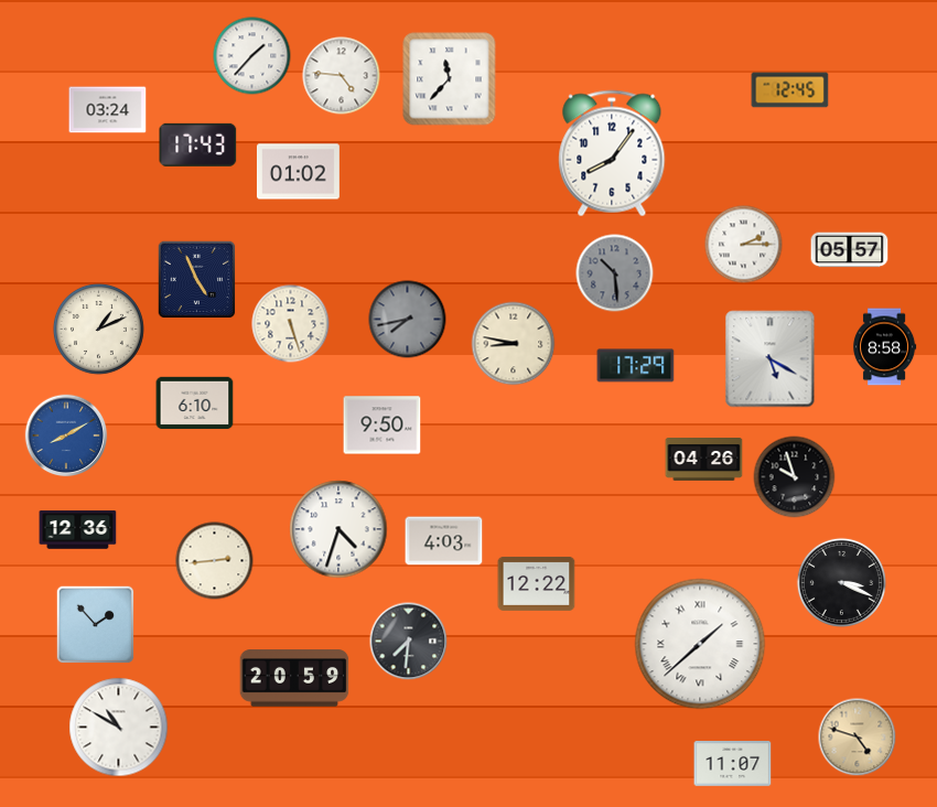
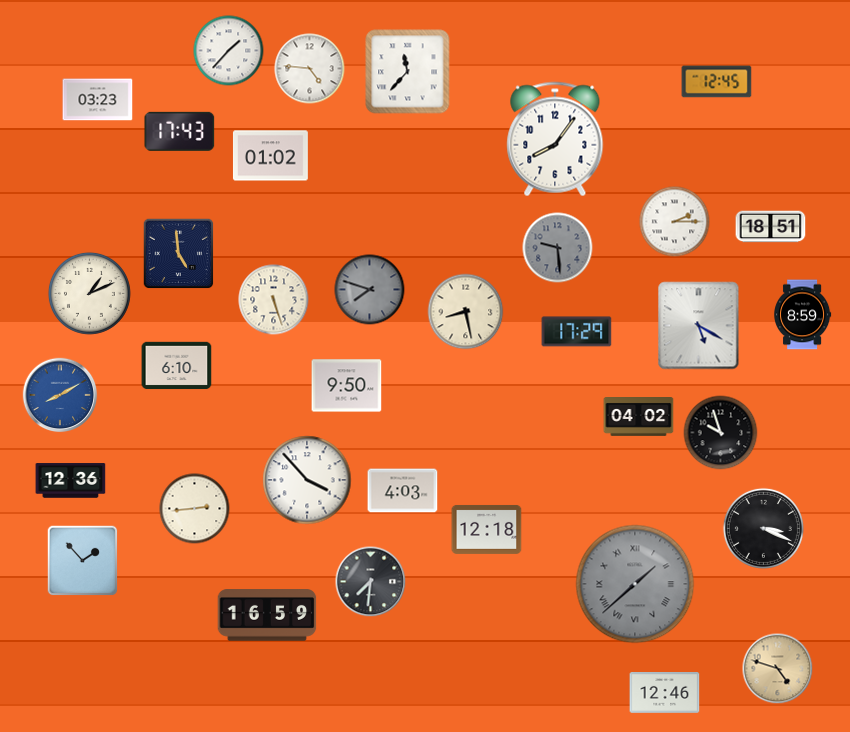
clock at (108, 110): 03:24 -> 03:23
clock at (850, 250): 05:57 -> 18:51
clock at (615, 273): 10:29 -> 9:29
clock at (197, 280): 4:56 -> 4:59
clock at (408, 320): 7:43 -> 7:48
clock at (291, 324) position: (291, 324) -> (274, 300)
clock at (98, 329) position: (98, 329) -> (89, 293)
clock at (514, 344): 8:47 -> 8:28
clock at (885, 347): 8:58 -> 8:59
clock at (704, 460): 04:26 -> 04:02
clock at (338, 529): 4:33 -> 3:53
clock at (537, 583): 12:22 -> 12:18
clock at (96, 625) position: (96, 625) -> (83, 561)
clock at (700, 644) dial: white -> grey
clock at (294, 678): 20:59 -> 16:59
clock at (119, 728): 10:50 -> none
clock at (733, 764): 11:07 -> 12:46
